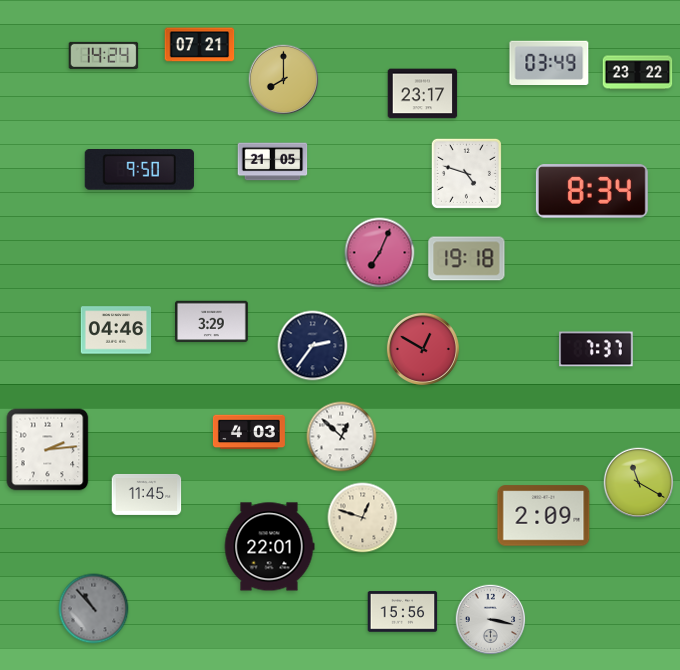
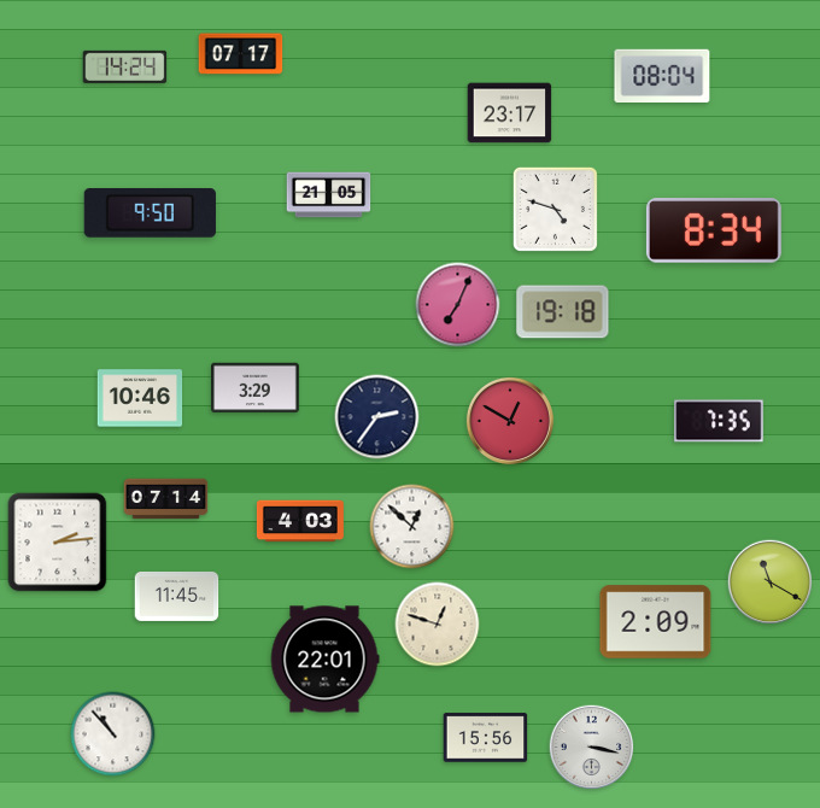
clock at (200, 45): 07:21 -> 07:17
clock at (549, 62): 03:49 -> 08:04
clock at (638, 73): 23:22 -> none
clock at (284, 80): 8:00 -> none
clock at (139, 170) position: (139, 170) -> (150, 213)
clock at (466, 173) position: (466, 173) -> (555, 209)
clock at (116, 330): 04:46 -> 10:46
clock at (596, 349): 7:37 -> 7:35
clock at (166, 499): none -> 07:14
clock at (94, 609) dial: grey -> white
